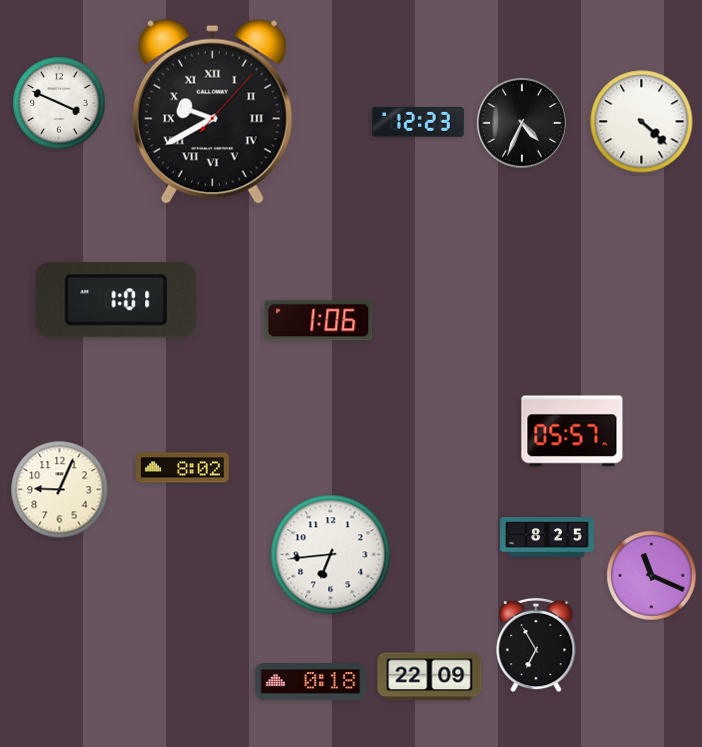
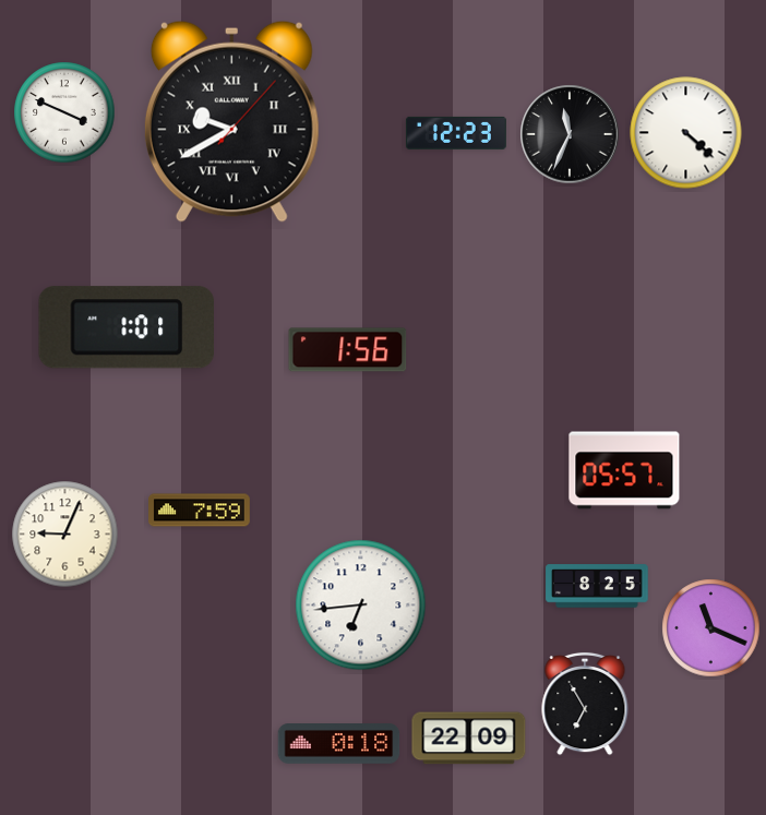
clock at (642, 122) position: (642, 122) -> (686, 133)
clock at (522, 123): 4:34 -> 11:34
clock at (319, 321): 1:06 -> 1:56
clock at (183, 468): 8:02 -> 7:59
